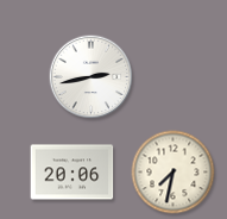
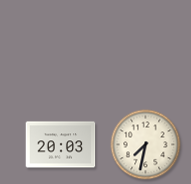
clock at (92, 77): 2:43 -> none
clock at (72, 173): 20:06 -> 20:03
